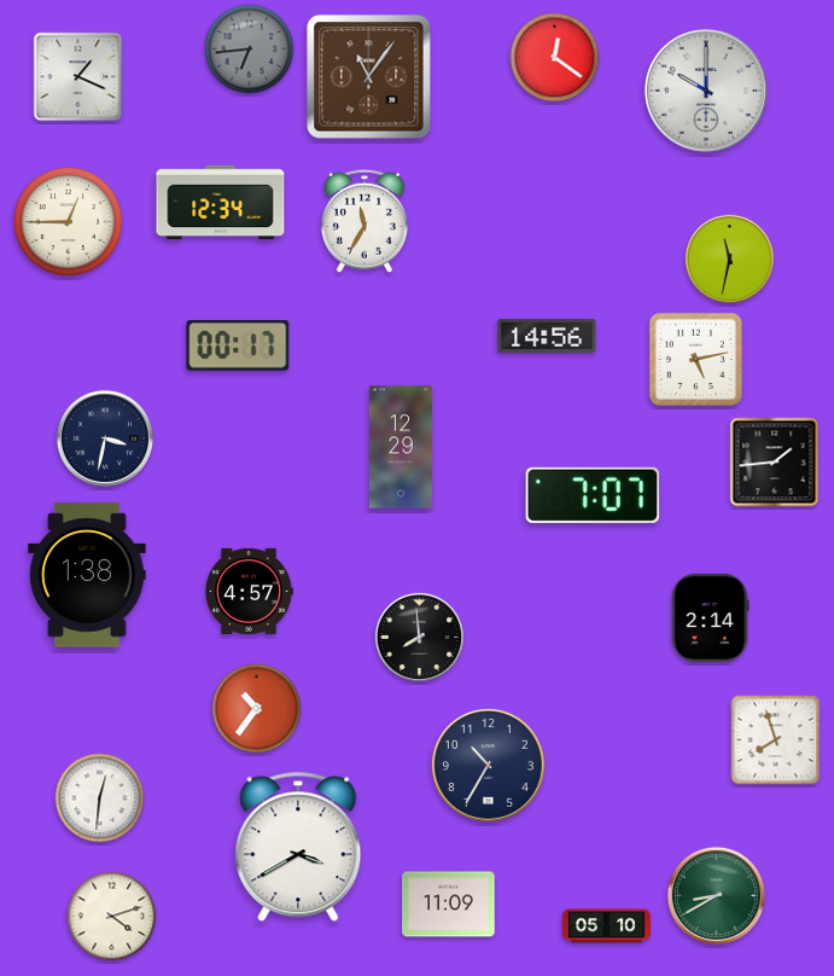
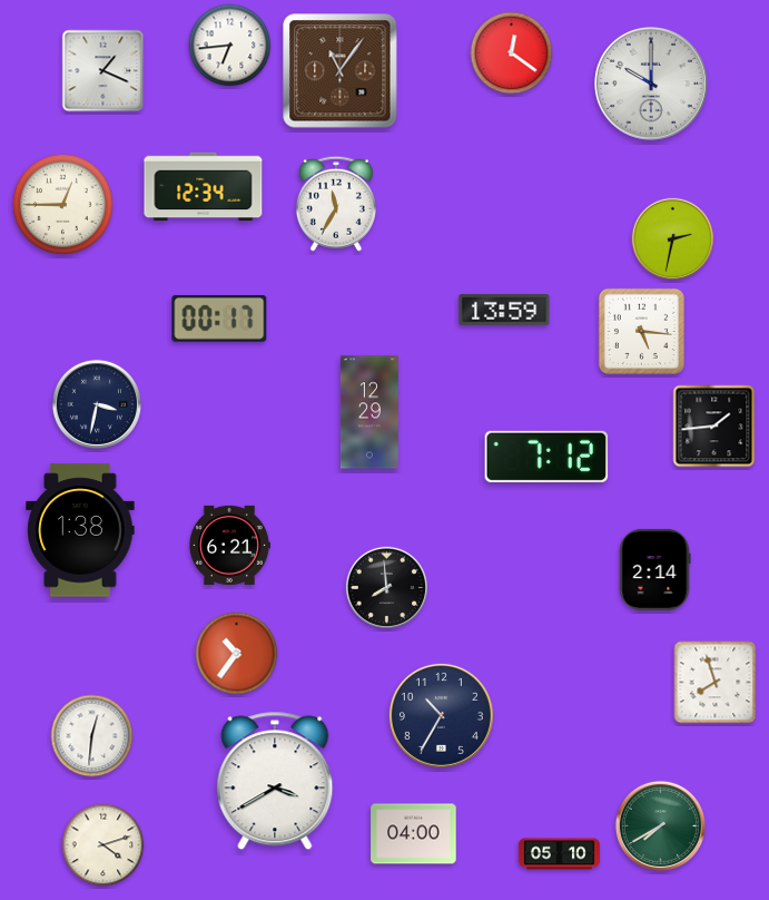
clock at (250, 50) dial: grey -> white
clock at (78, 77) position: (78, 77) -> (103, 71)
clock at (729, 258): 11:32 -> 2:32
clock at (547, 336): 14:56 -> 13:59
clock at (695, 359): 5:13 -> 5:16
clock at (593, 495): 7:07 -> 7:12
clock at (249, 591): 4:57 -> 6:21
clock at (488, 765) position: (488, 765) -> (441, 715)
clock at (716, 895): 8:40 -> 7:40
clock at (449, 905): 11:09 -> 04:00
